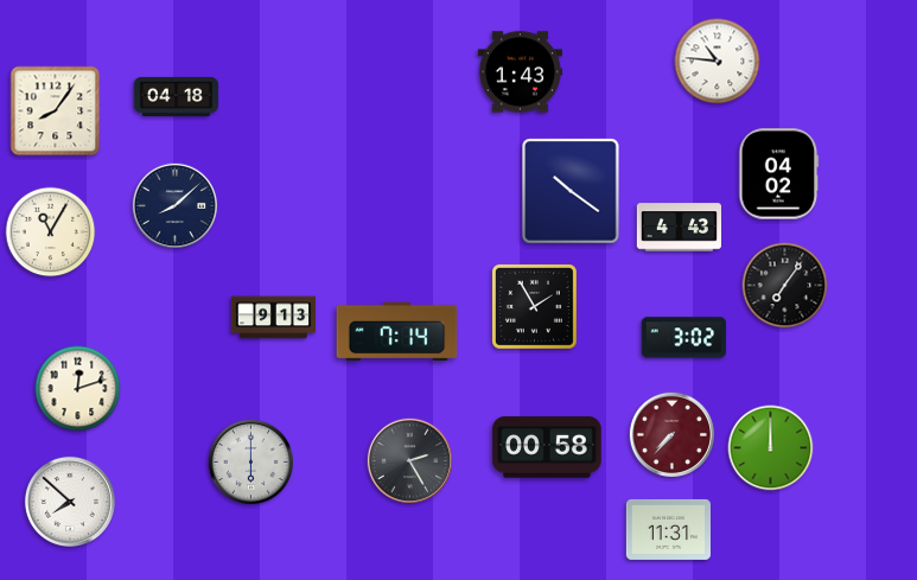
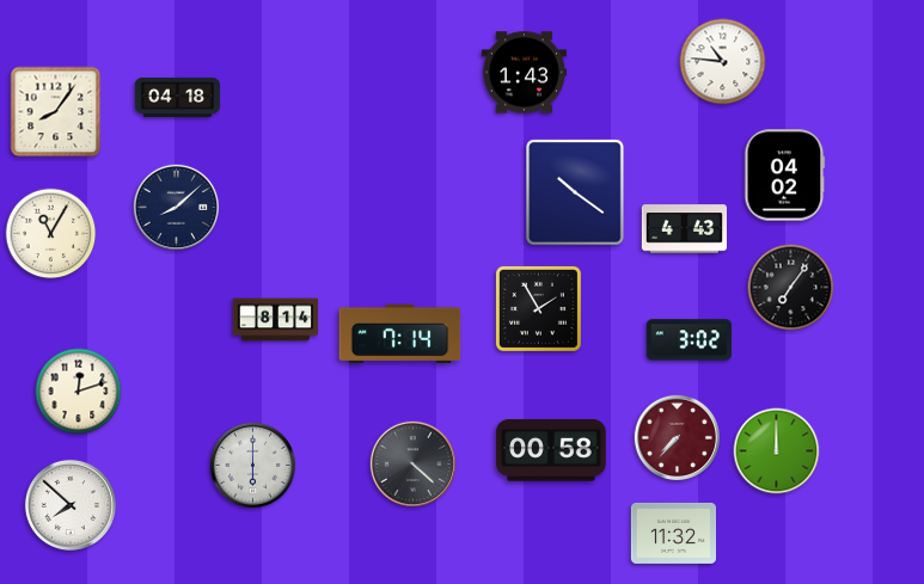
clock at (273, 318): 9:13 -> 8:14
clock at (409, 460): 2:25 -> 4:22
clock at (668, 529): 11:31 -> 11:32
